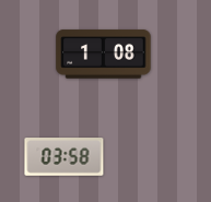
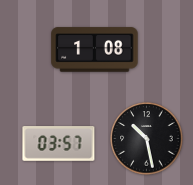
clock at (147, 139): none -> 10:28
clock at (65, 157): 03:58 -> 03:57
